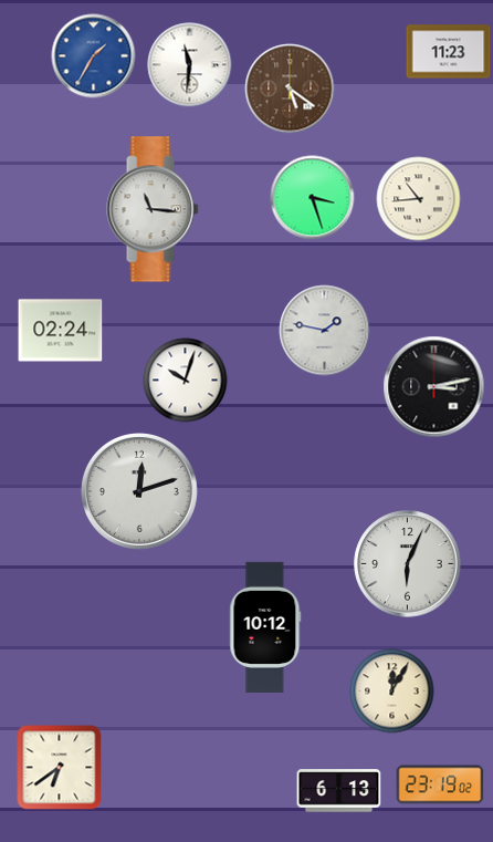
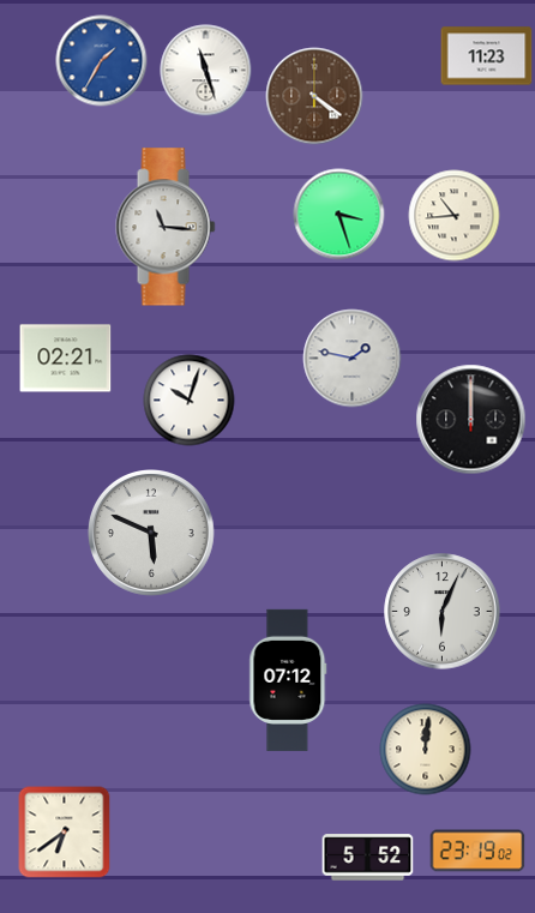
clock at (190, 65): 11:31 -> 11:27
clock at (290, 89): 5:21 -> 4:21
clock at (61, 331): 02:24 -> 02:21
clock at (186, 381) position: (186, 381) -> (190, 401)
clock at (434, 387): 3:13 -> 12:00
clock at (140, 492): 12:12 -> 5:49
clock at (265, 627): 10:12 -> 07:12
clock at (392, 692): 12:05 -> 12:01
clock at (339, 791): 6:13 -> 5:52
